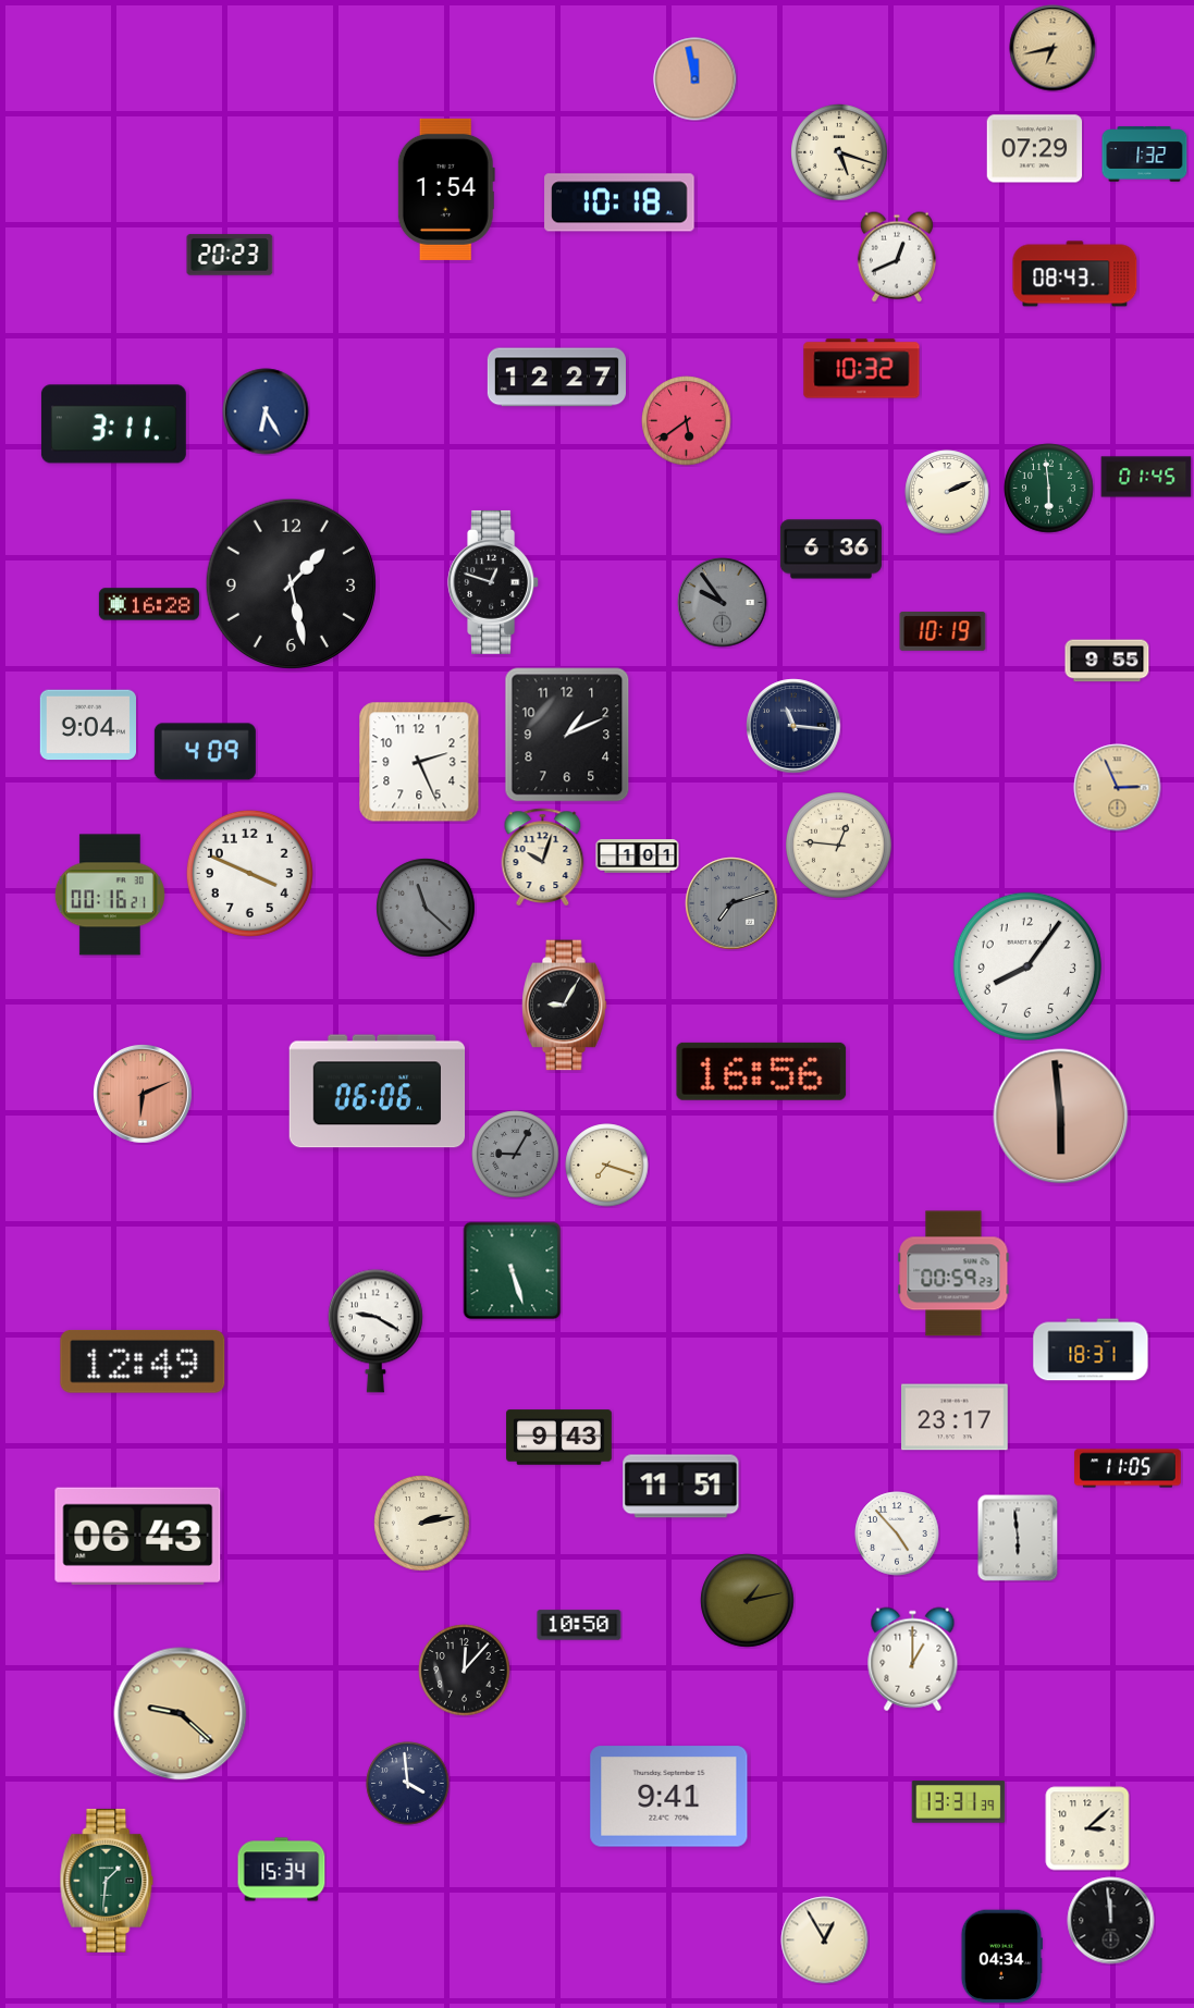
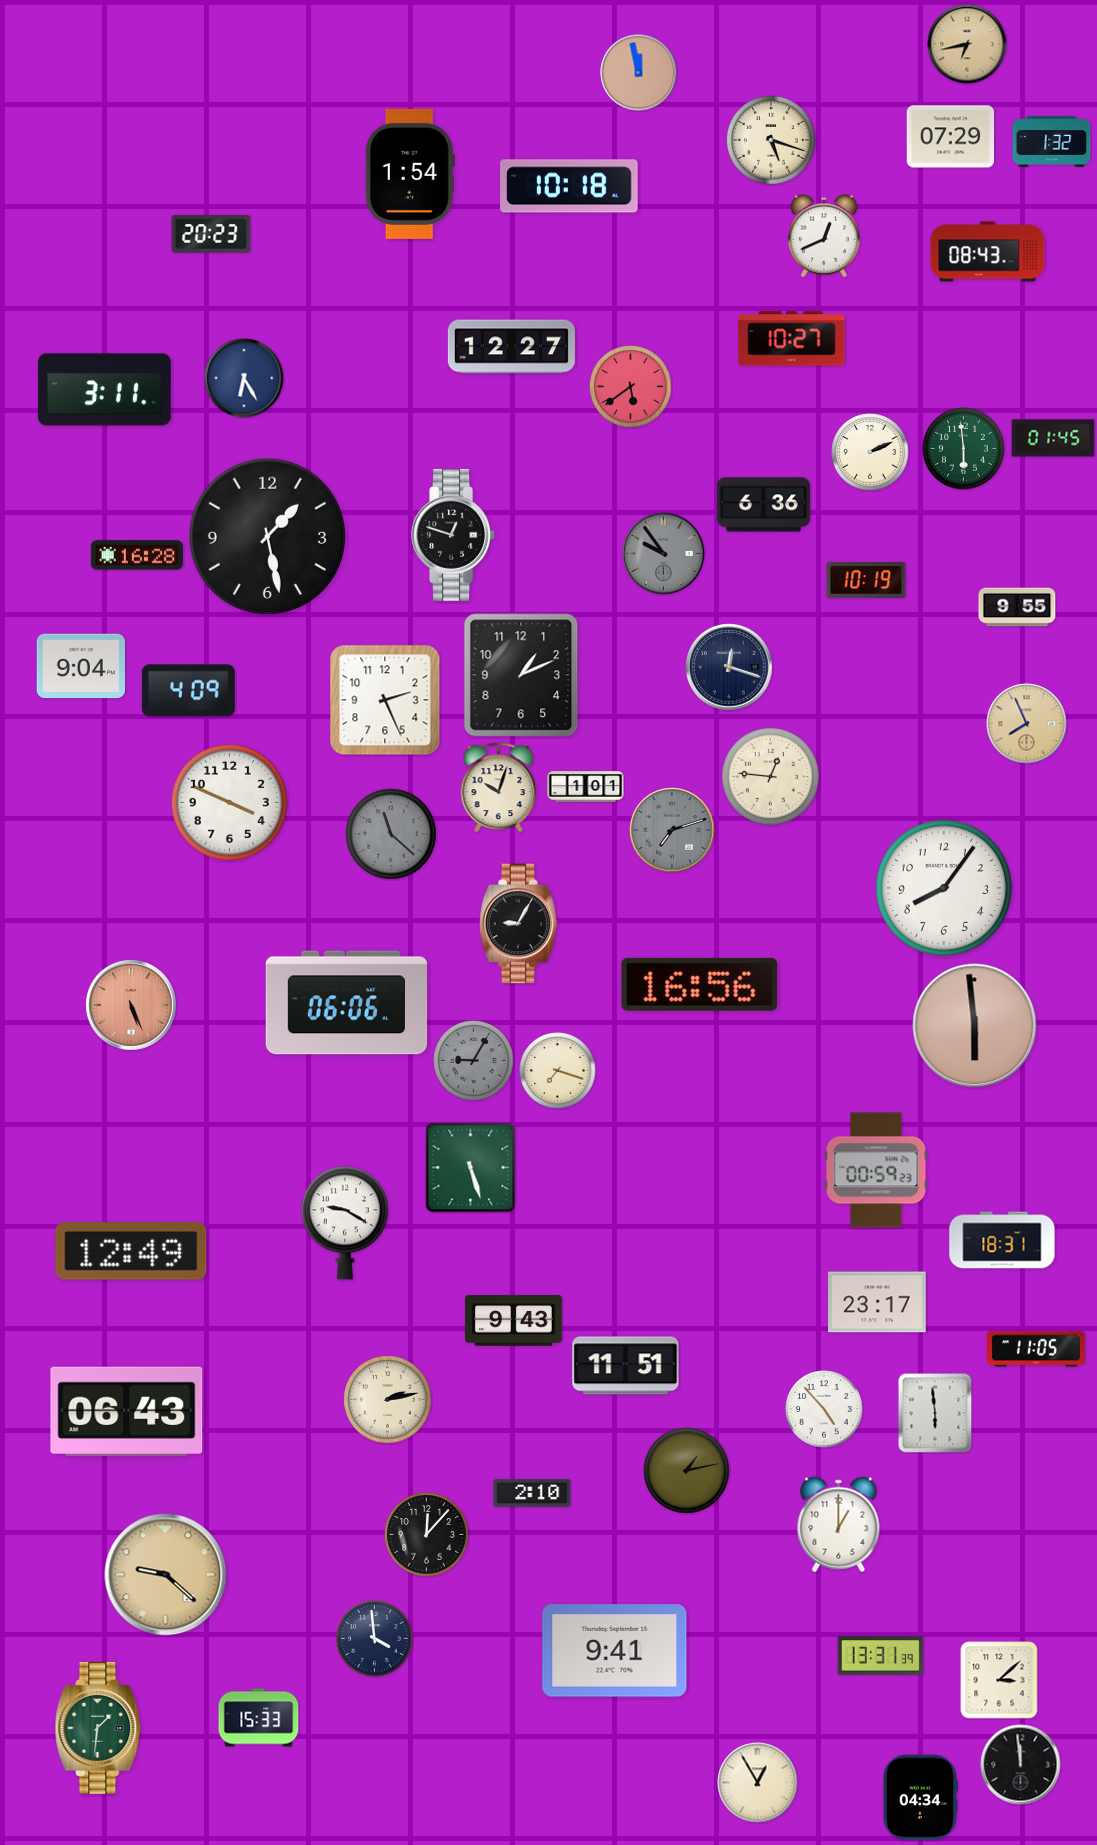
clock at (862, 369): 10:32 -> 10:27
clock at (793, 726): 11:16 -> 12:18
clock at (1118, 788): 2:56 -> 7:56
clock at (110, 895): 00:16 -> none
clock at (144, 1095): 6:11 -> 5:26
clock at (579, 1625): 10:50 -> 2:10
clock at (282, 1870): 15:34 -> 15:33
